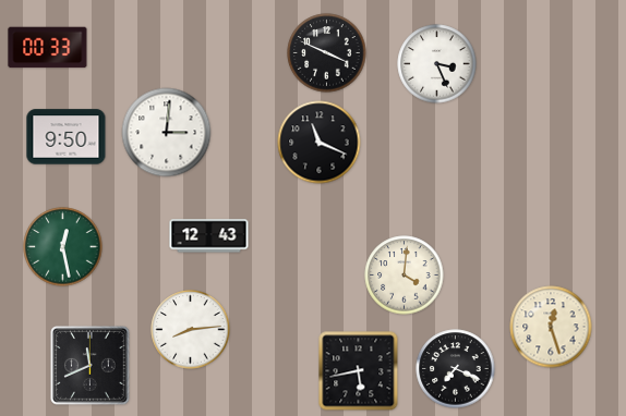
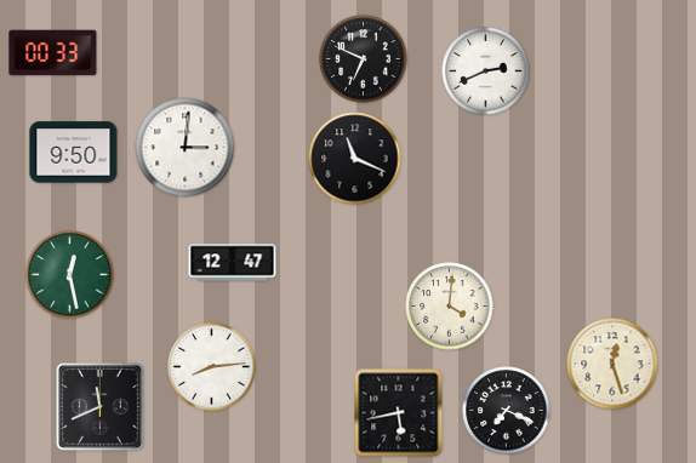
clock at (327, 53): 3:49 -> 6:49
clock at (437, 64): 3:26 -> 2:41
clock at (209, 236): 12:43 -> 12:47
